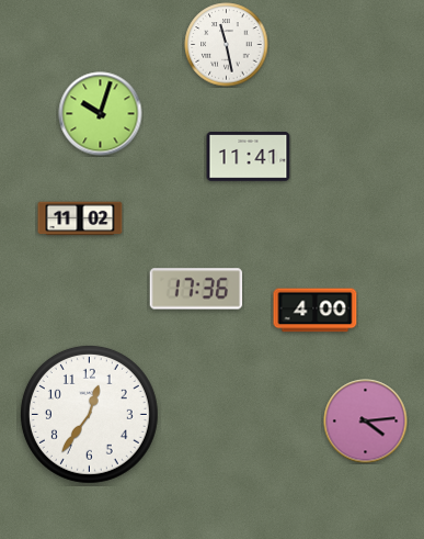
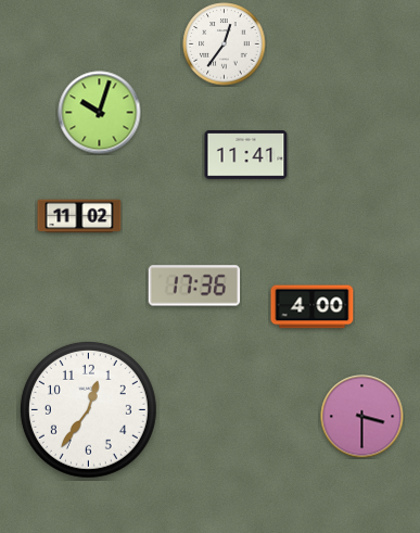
clock at (227, 45): 11:28 -> 12:36
clock at (366, 422): 4:14 -> 3:30
